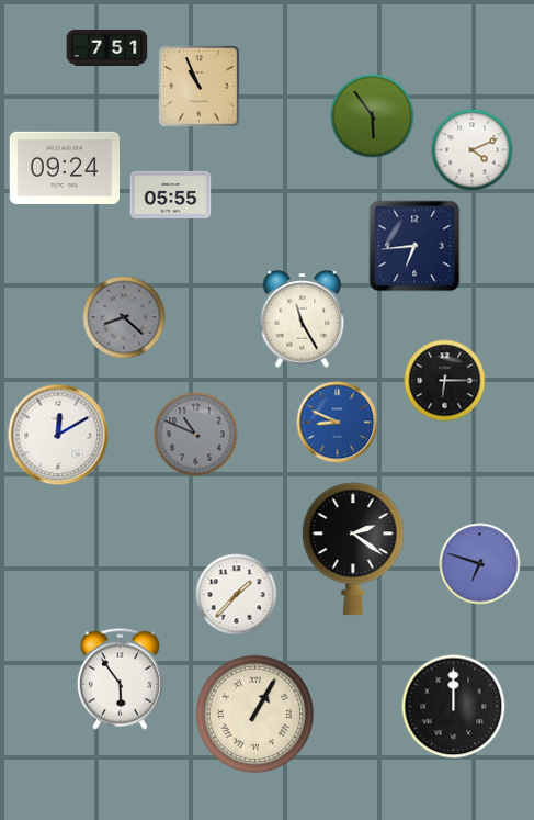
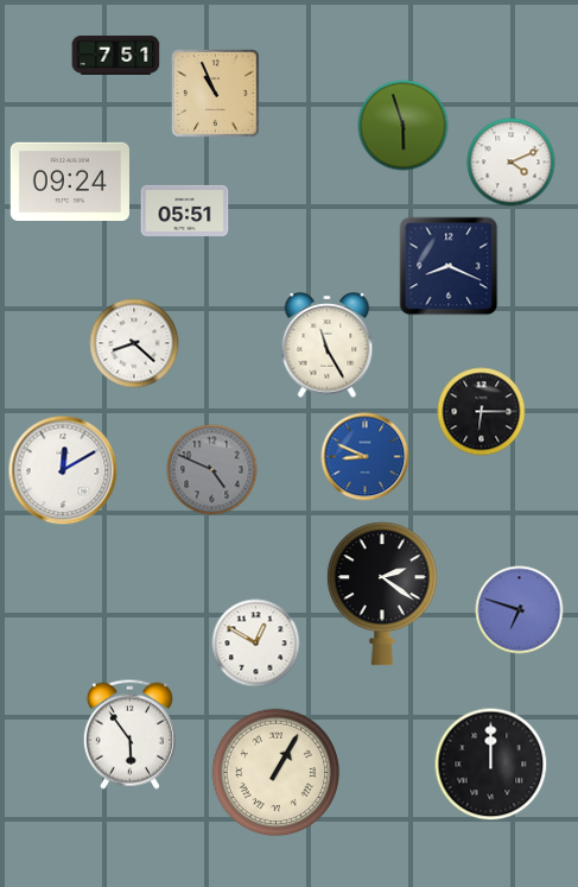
clock at (107, 47) position: (107, 47) -> (116, 55)
clock at (373, 116): 5:54 -> 5:57
clock at (171, 194): 05:55 -> 05:51
clock at (414, 246): 6:44 -> 8:19
clock at (124, 317) dial: grey -> white
clock at (196, 435): 10:49 -> 4:49
clock at (237, 595): 1:37 -> 12:50
